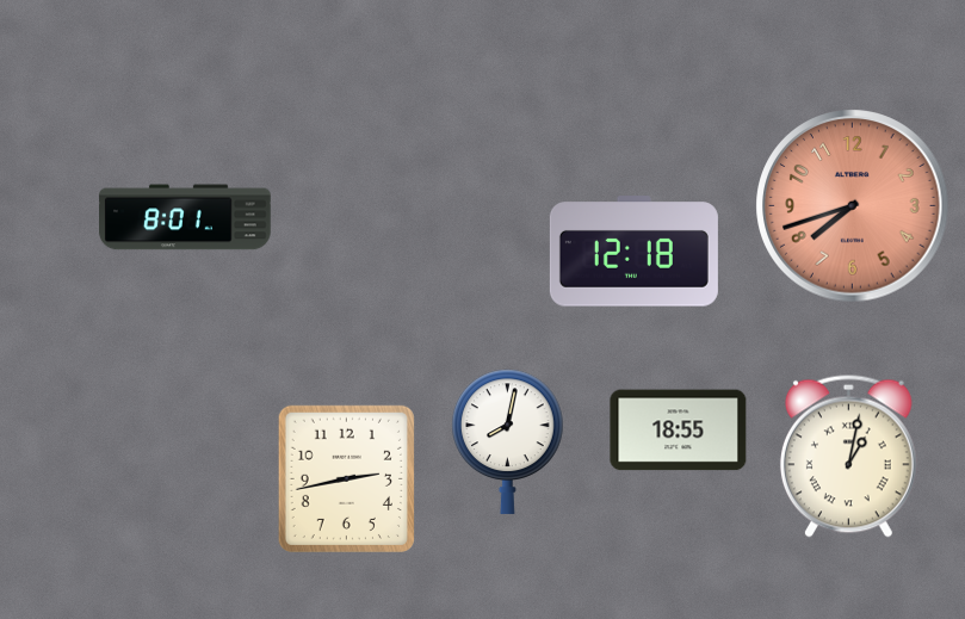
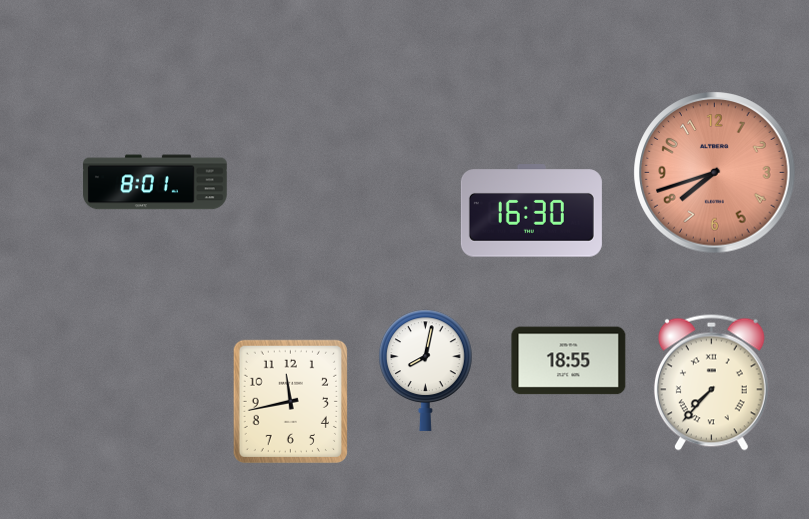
clock at (633, 252): 12:18 -> 16:30
clock at (848, 456): 1:02 -> 7:37
clock at (346, 478): 2:43 -> 11:43
